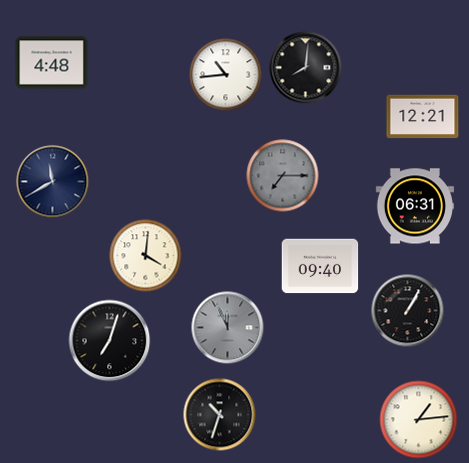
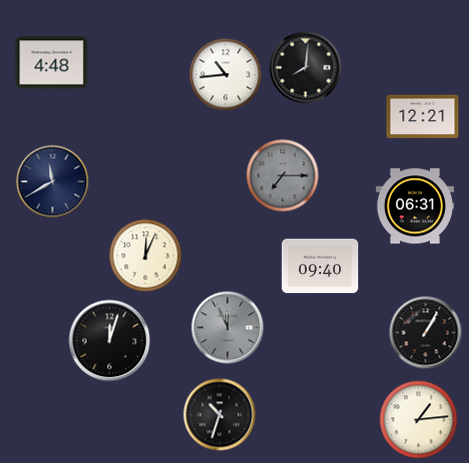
clock at (146, 256): 4:01 -> 12:04
clock at (408, 311) position: (408, 311) -> (426, 333)
clock at (110, 341): 7:03 -> 12:03
